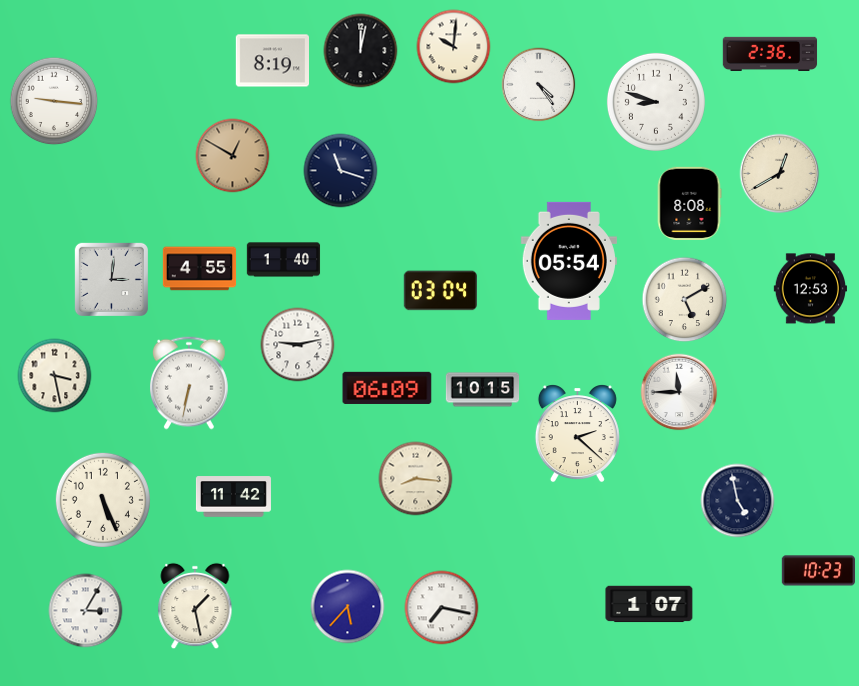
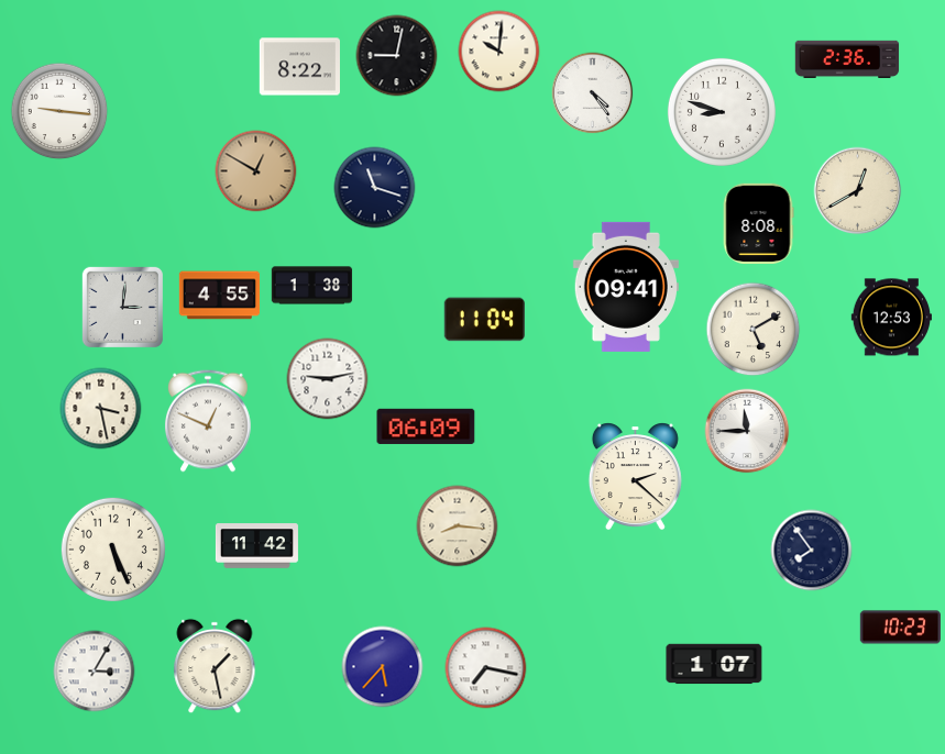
clock at (361, 51): 12:02 -> 9:02
clock at (272, 61): 8:19 -> 8:22
clock at (284, 260): 1:40 -> 1:38
clock at (569, 261): 05:54 -> 09:41
clock at (440, 291): 03:04 -> 11:04
clock at (55, 376) position: (55, 376) -> (101, 409)
clock at (190, 383): 6:32 -> 12:49
clock at (483, 390): 10:15 -> none
clock at (738, 501): 4:58 -> 7:54
